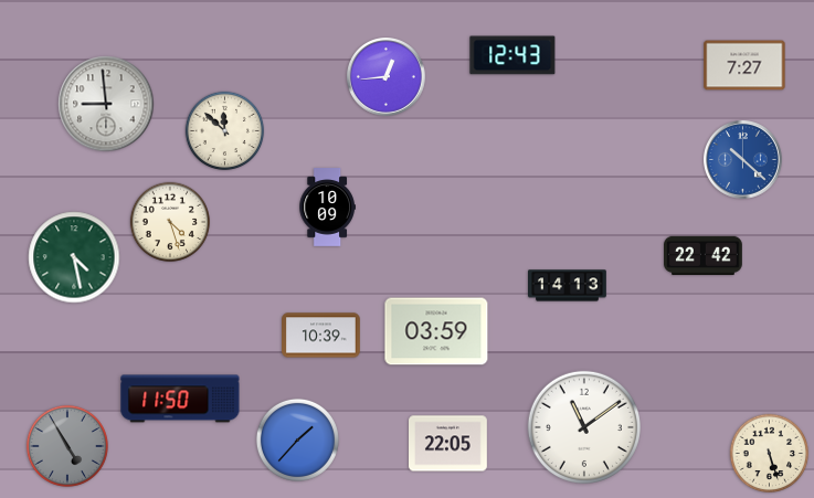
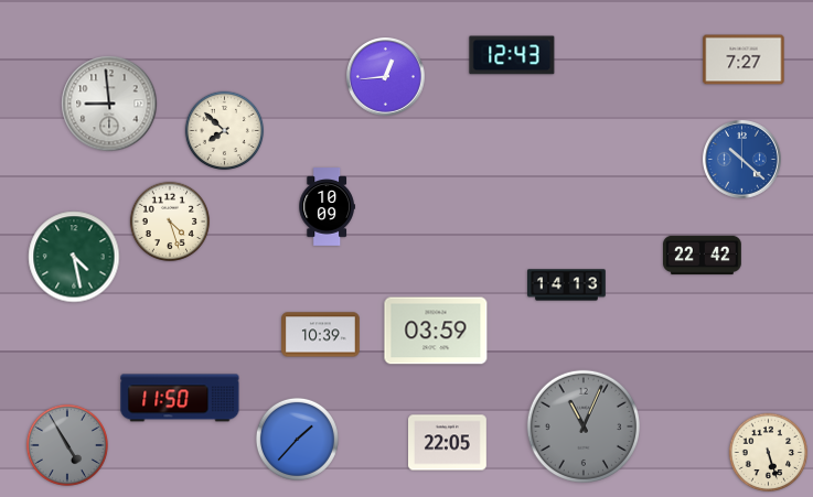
clock at (744, 65) position: (744, 65) -> (744, 60)
clock at (106, 104) position: (106, 104) -> (109, 104)
clock at (225, 131): 11:52 -> 7:52
clock at (584, 427): 11:09 -> 11:04
clock at (584, 427) dial: white -> grey
